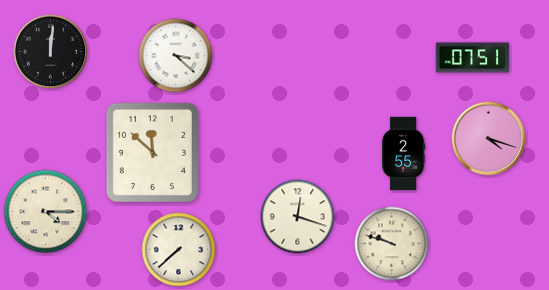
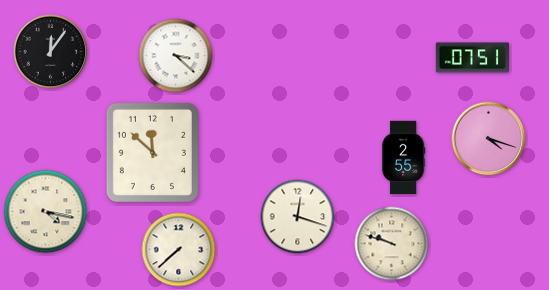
clock at (51, 52): 12:01 -> 12:06
clock at (404, 154) position: (404, 154) -> (404, 158)
clock at (46, 212): 4:15 -> 4:17
